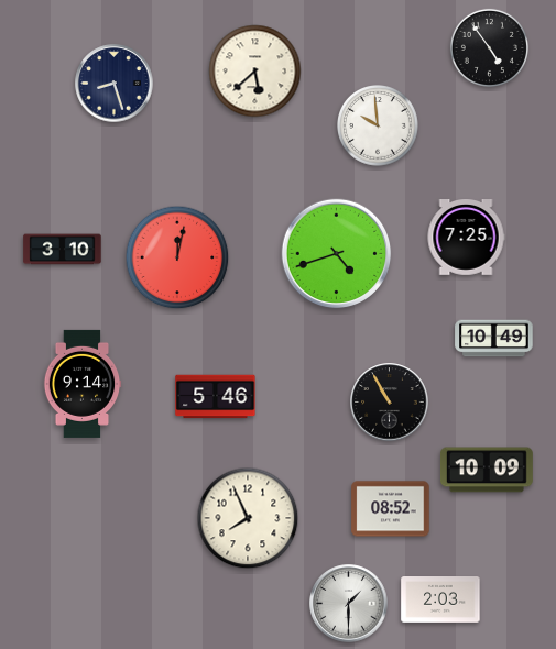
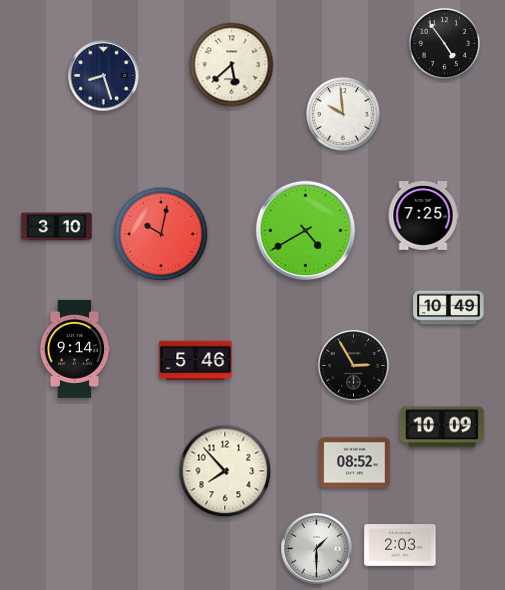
clock at (337, 254): 4:42 -> 4:40
clock at (177, 257): 12:02 -> 10:02
clock at (390, 403): 10:55 -> 2:55
clock at (248, 518): 7:56 -> 7:53
